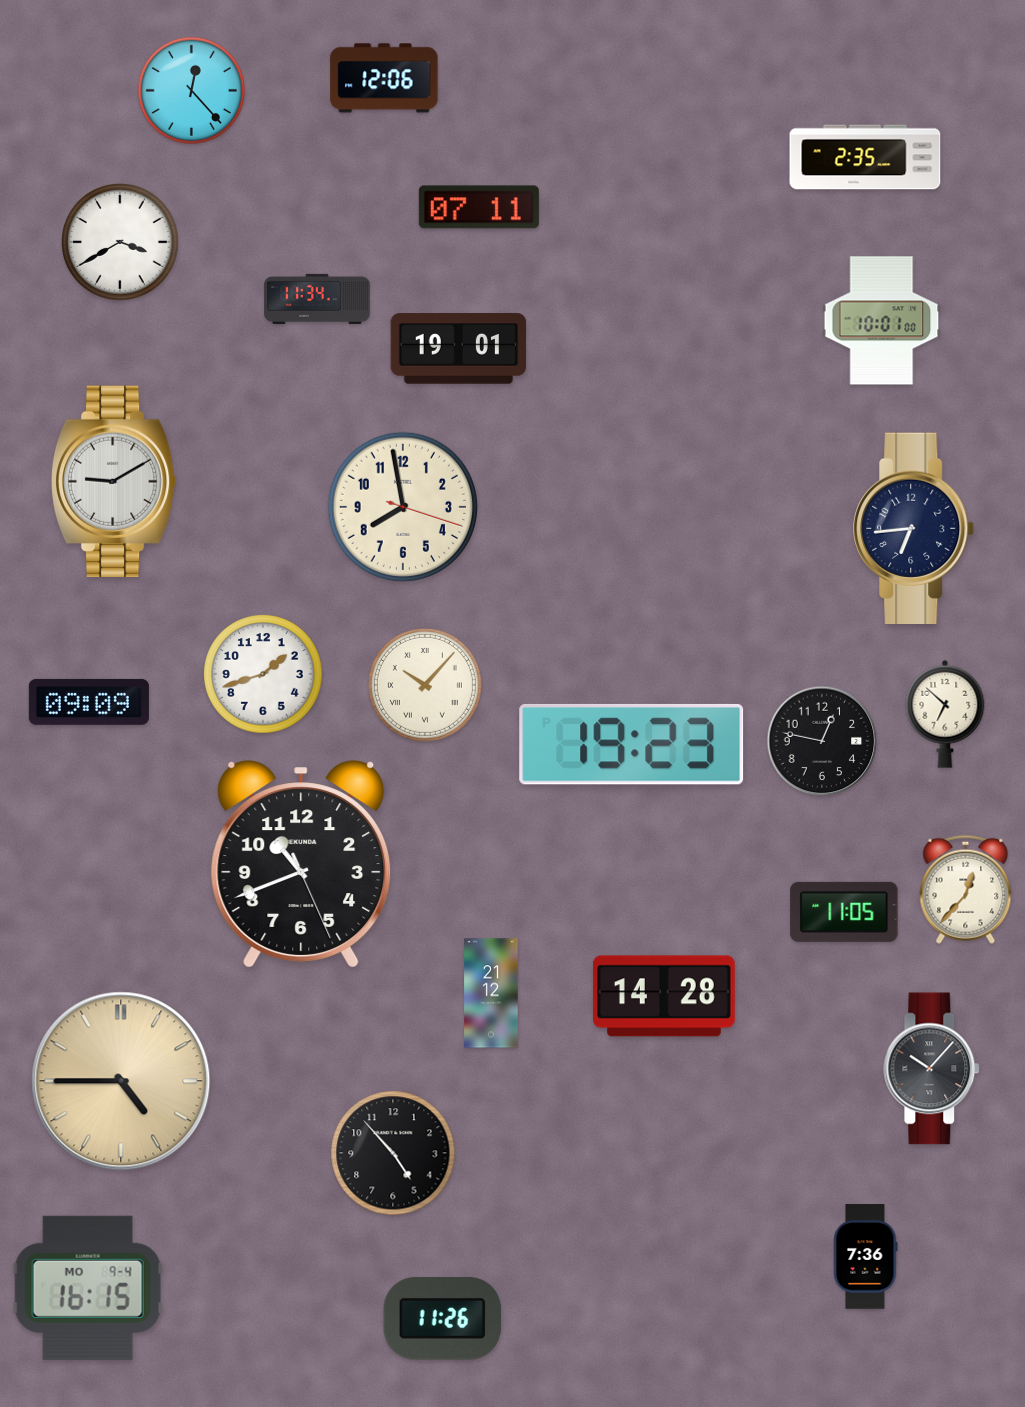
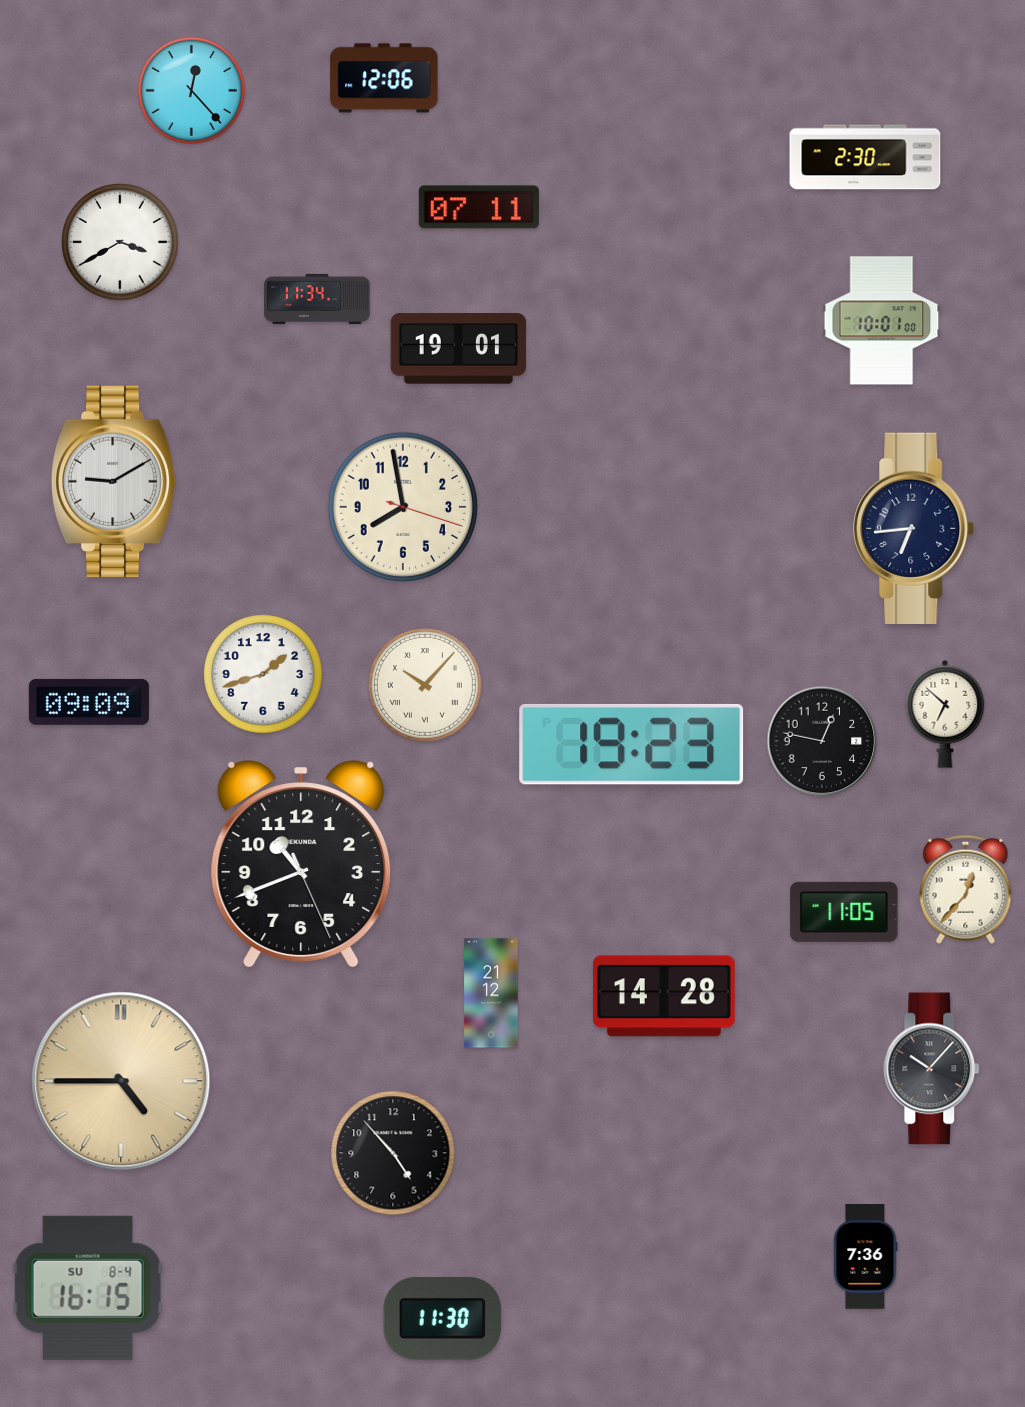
clock at (865, 157): 2:35 -> 2:30
clock at (88, 1288) date: MO 9-4 -> SU 8-4
clock at (442, 1319): 11:26 -> 11:30
